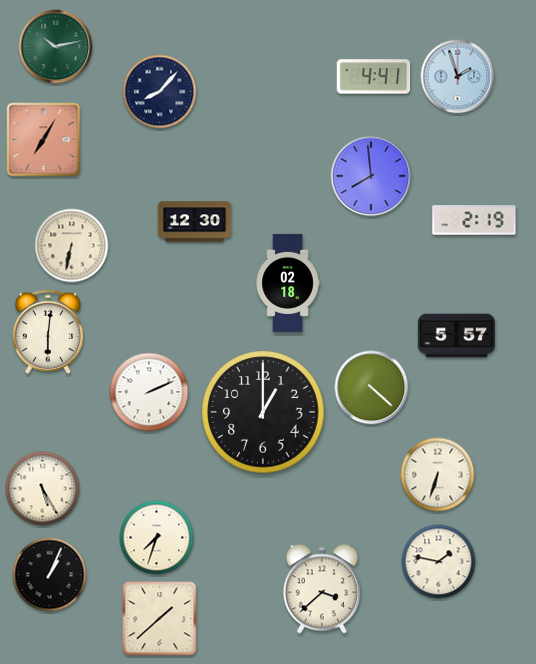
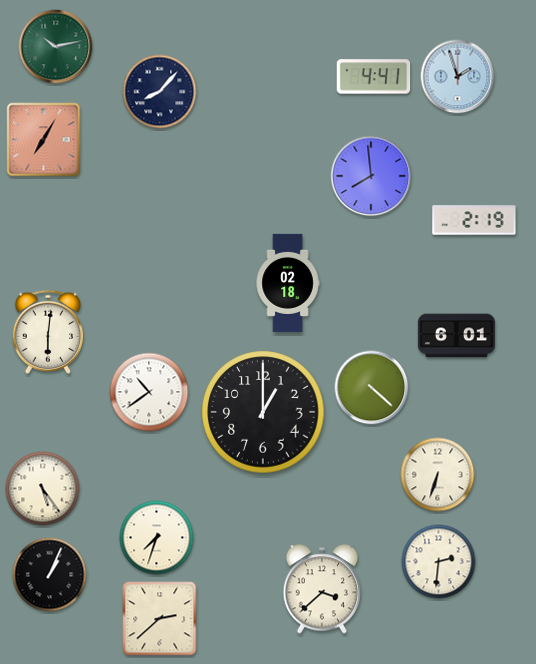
clock at (195, 222): 12:30 -> none
clock at (72, 246): 6:32 -> none
clock at (456, 336): 5:57 -> 6:01
clock at (149, 392): 2:11 -> 10:39
clock at (43, 489): 5:25 -> 5:24
clock at (439, 562): 1:47 -> 2:31
clock at (160, 619): 1:38 -> 2:38
